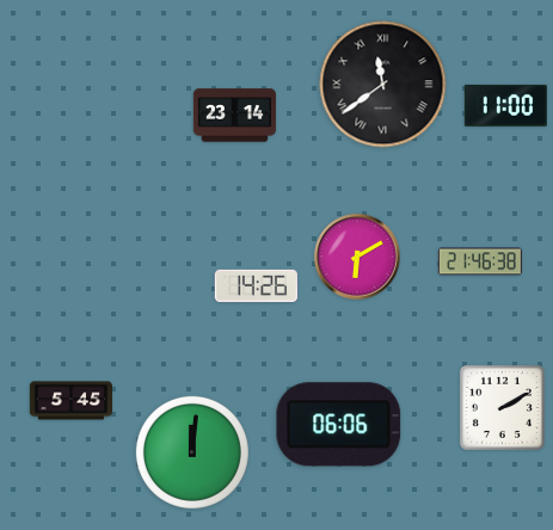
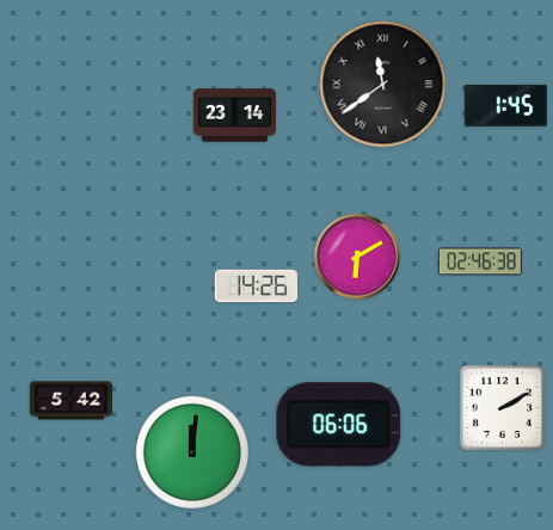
clock at (505, 105): 11:00 -> 1:45
clock at (480, 261): 21:46 -> 02:46
clock at (70, 401): 5:45 -> 5:42
